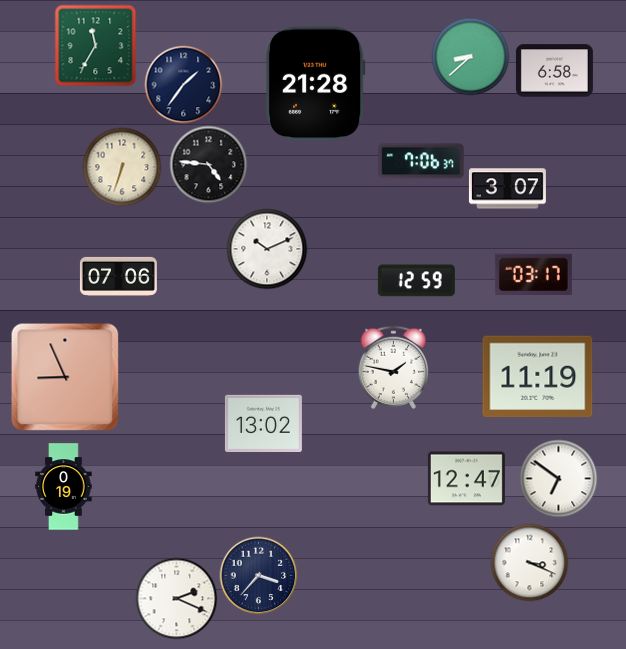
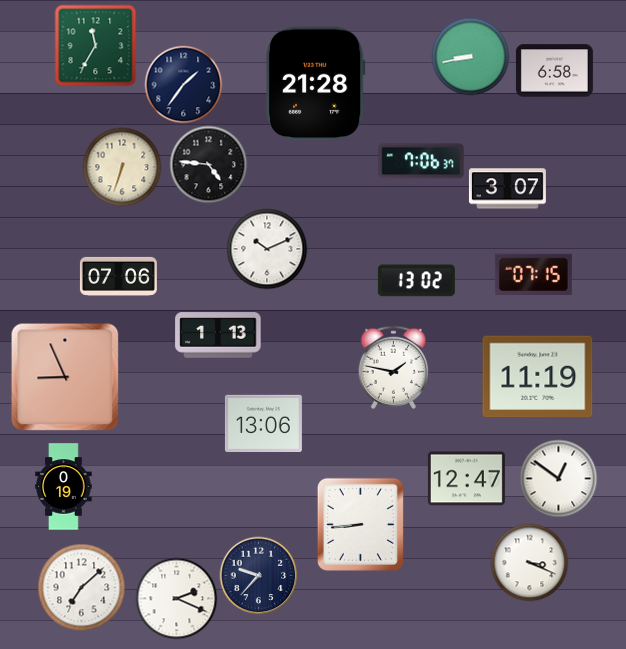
clock at (470, 56): 8:38 -> 8:43
clock at (533, 275): 03:17 -> 07:15
clock at (416, 281): 12:59 -> 13:02
clock at (218, 335): none -> 1:13
clock at (263, 423): 13:02 -> 13:06
clock at (558, 478): 6:51 -> 12:51
clock at (360, 524): none -> 8:44
clock at (258, 575): 3:37 -> 9:37
clock at (81, 587): none -> 7:08
